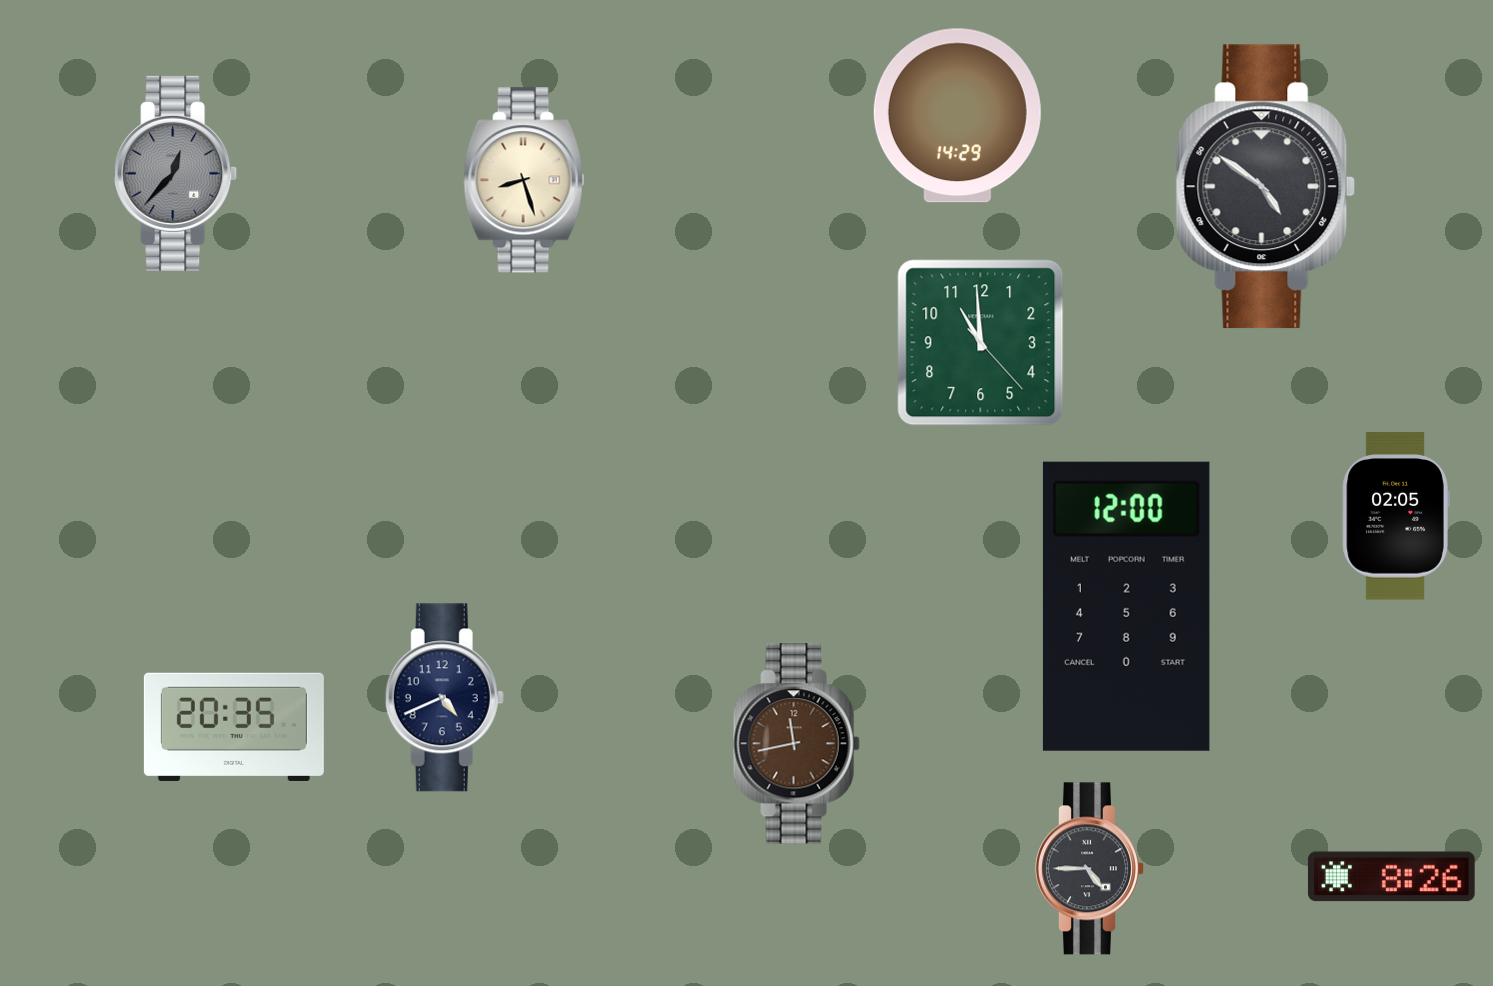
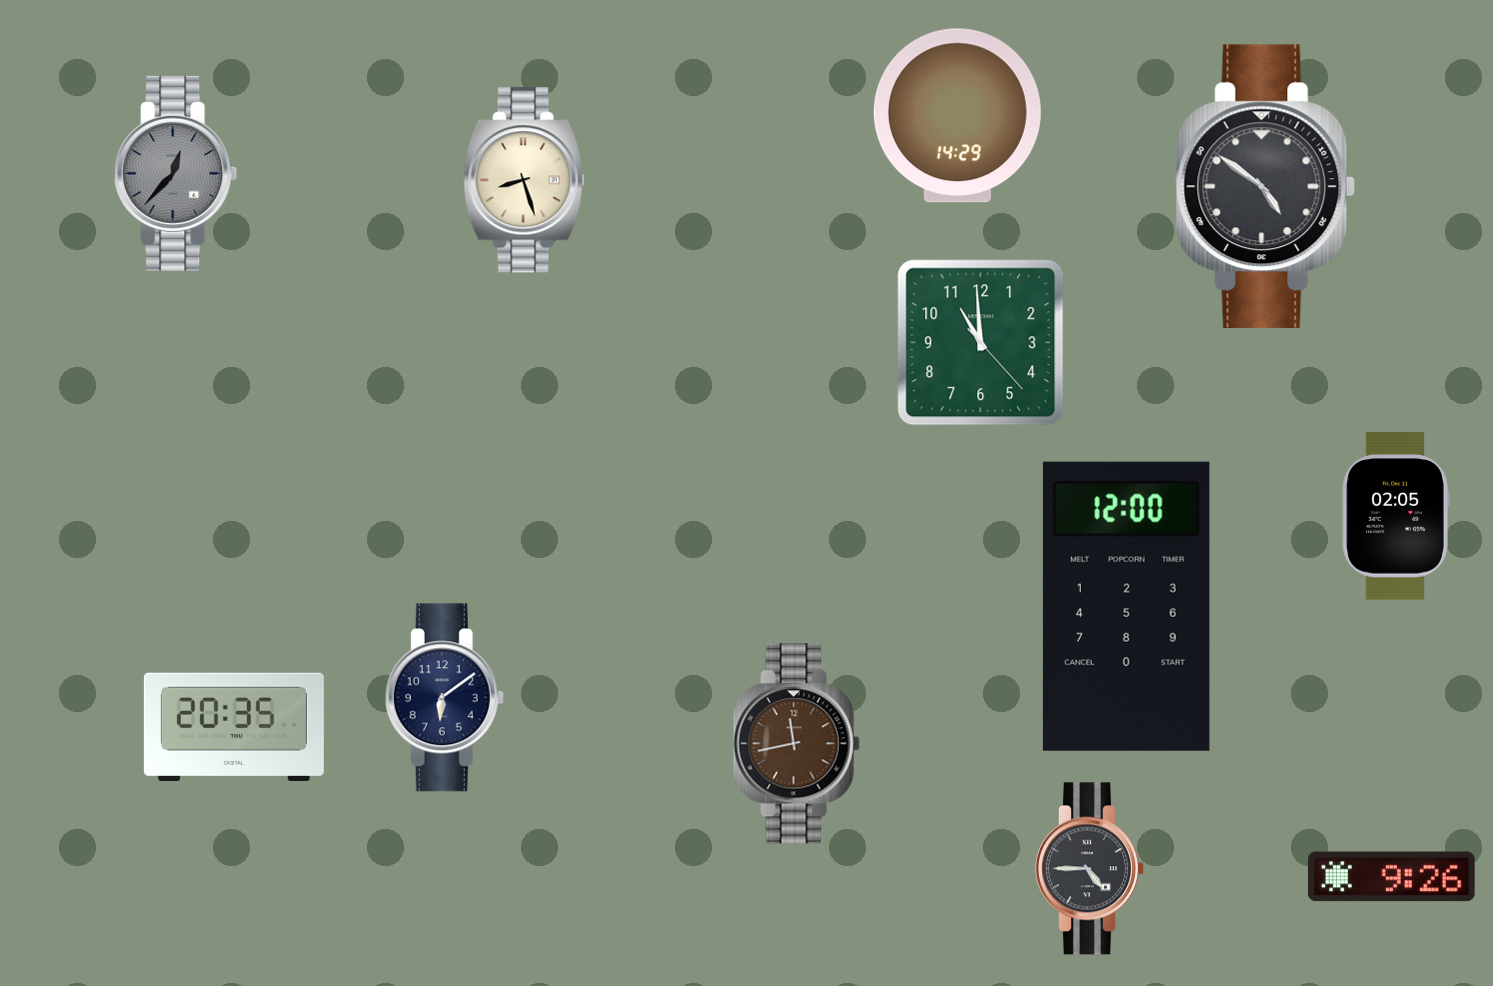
clock at (444, 698): 4:41 -> 6:09
clock at (1391, 877): 8:26 -> 9:26
